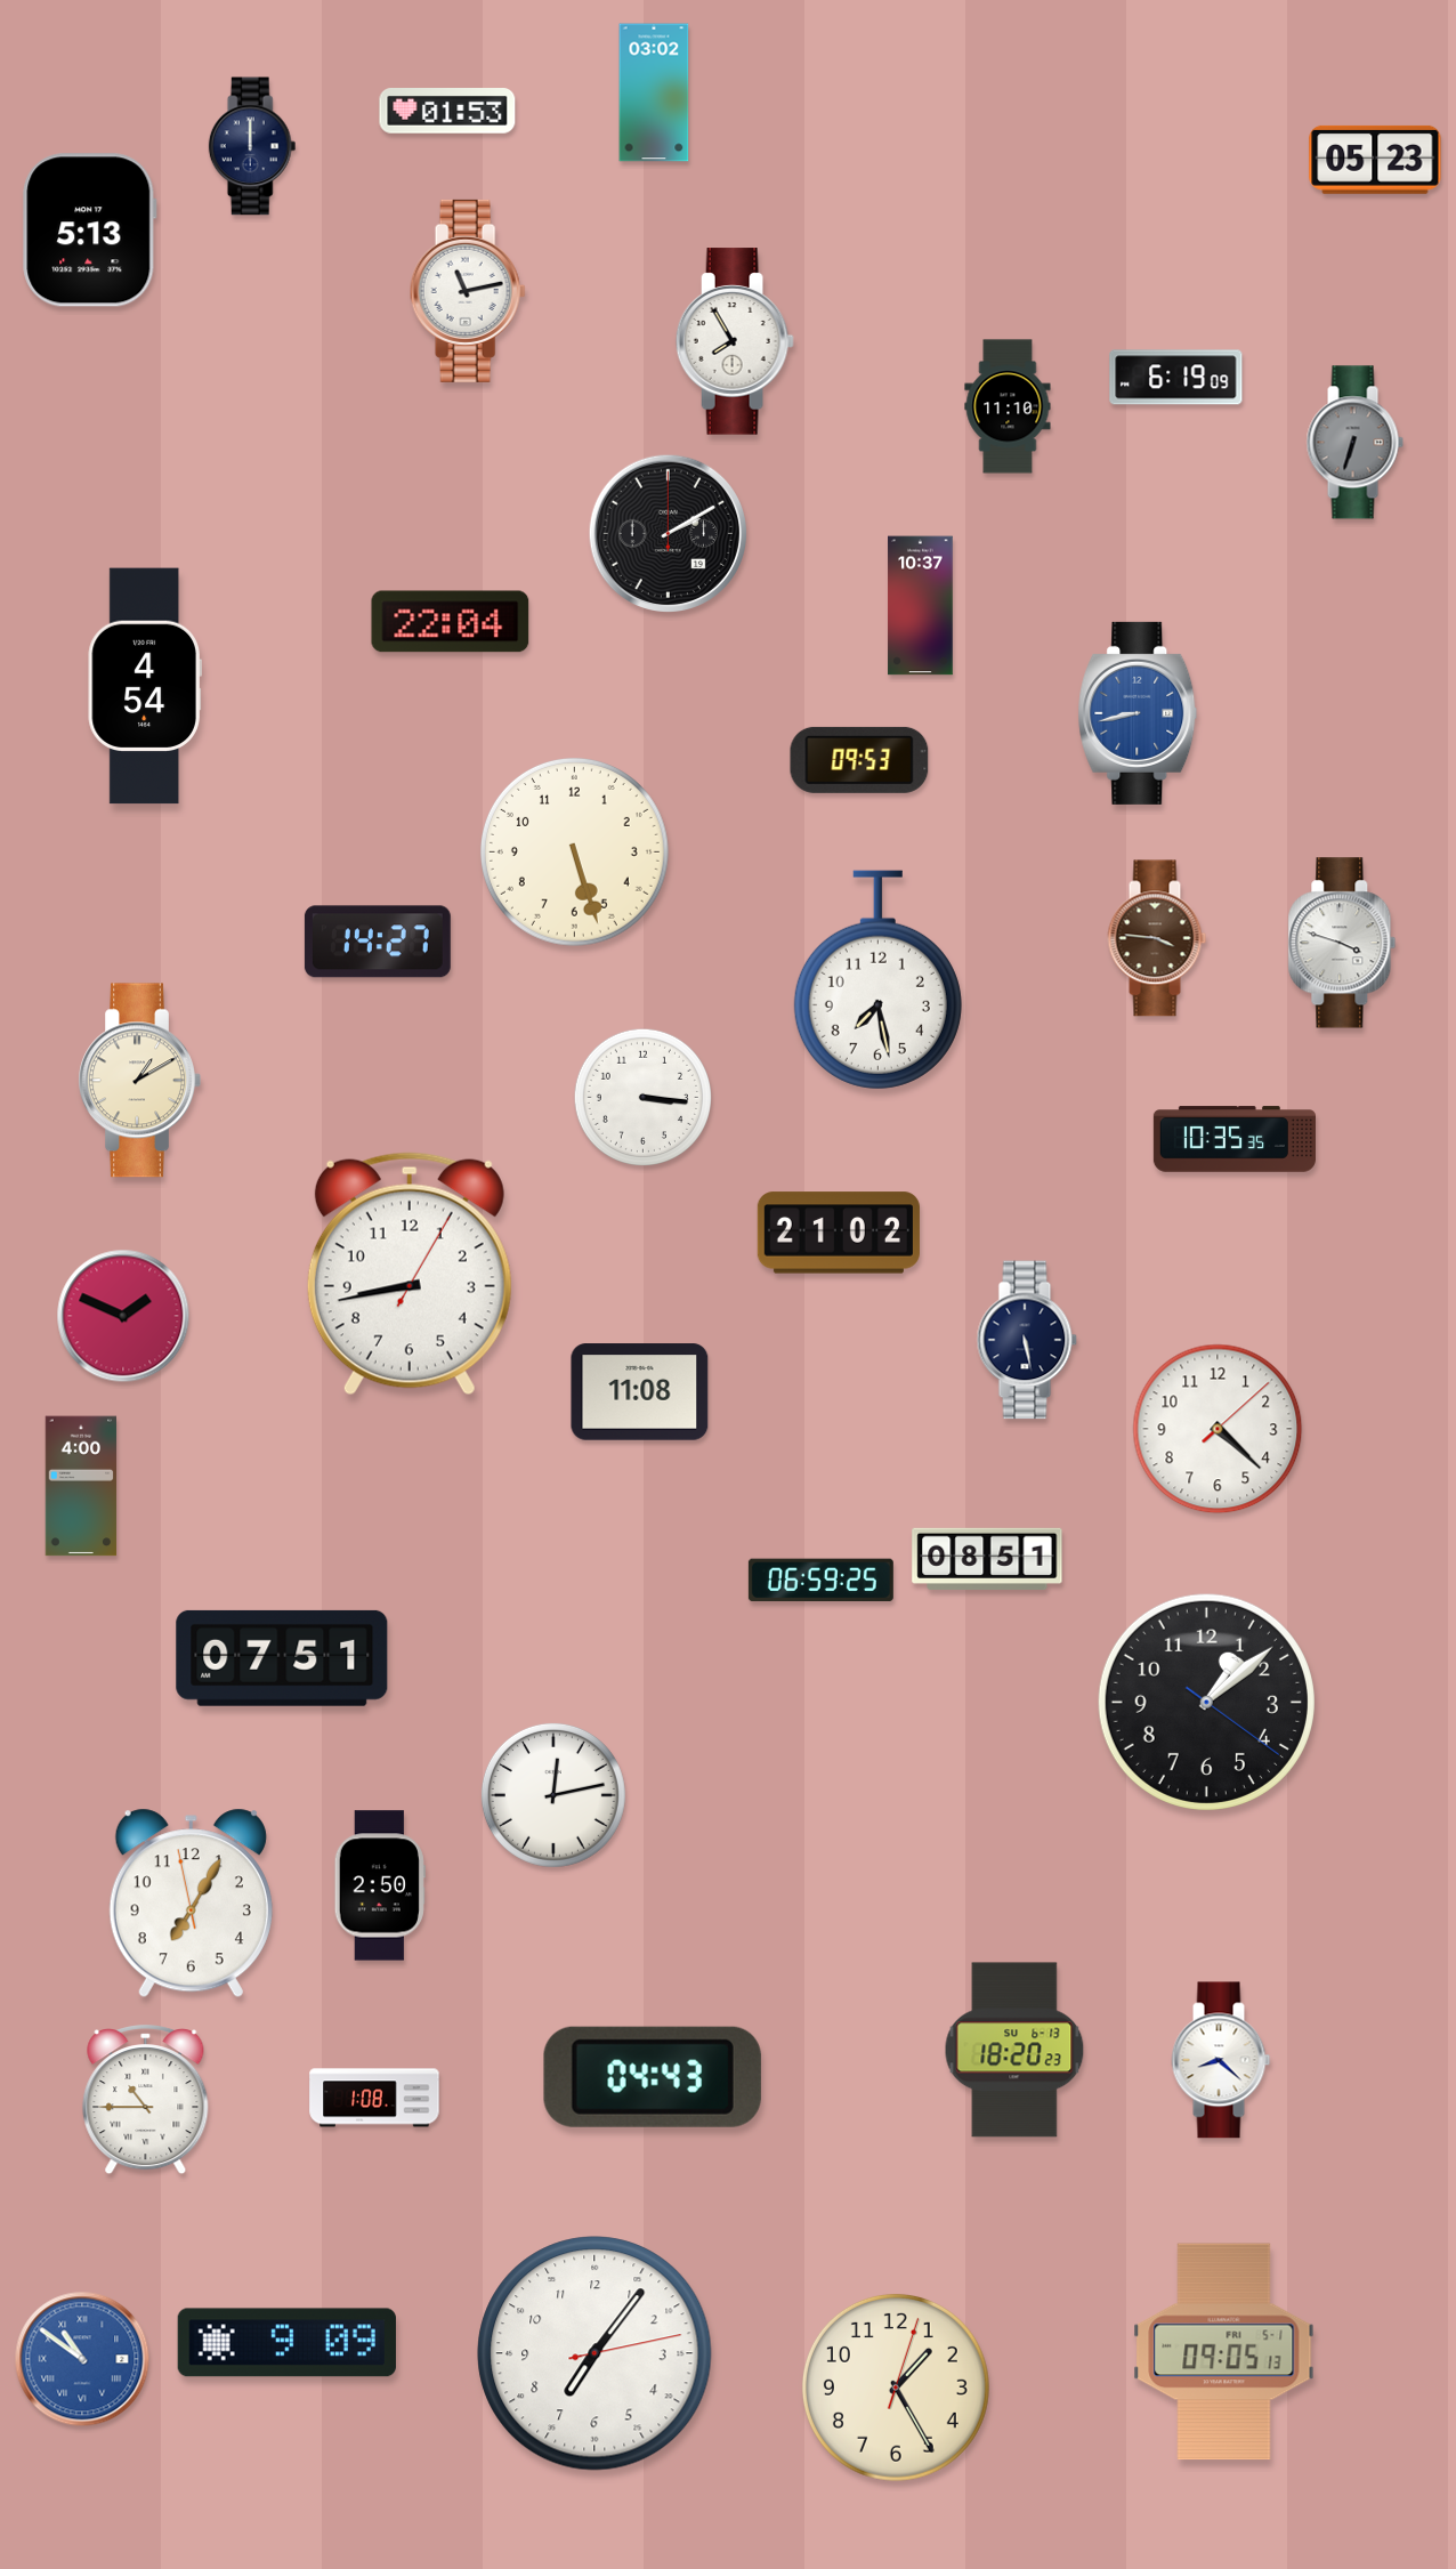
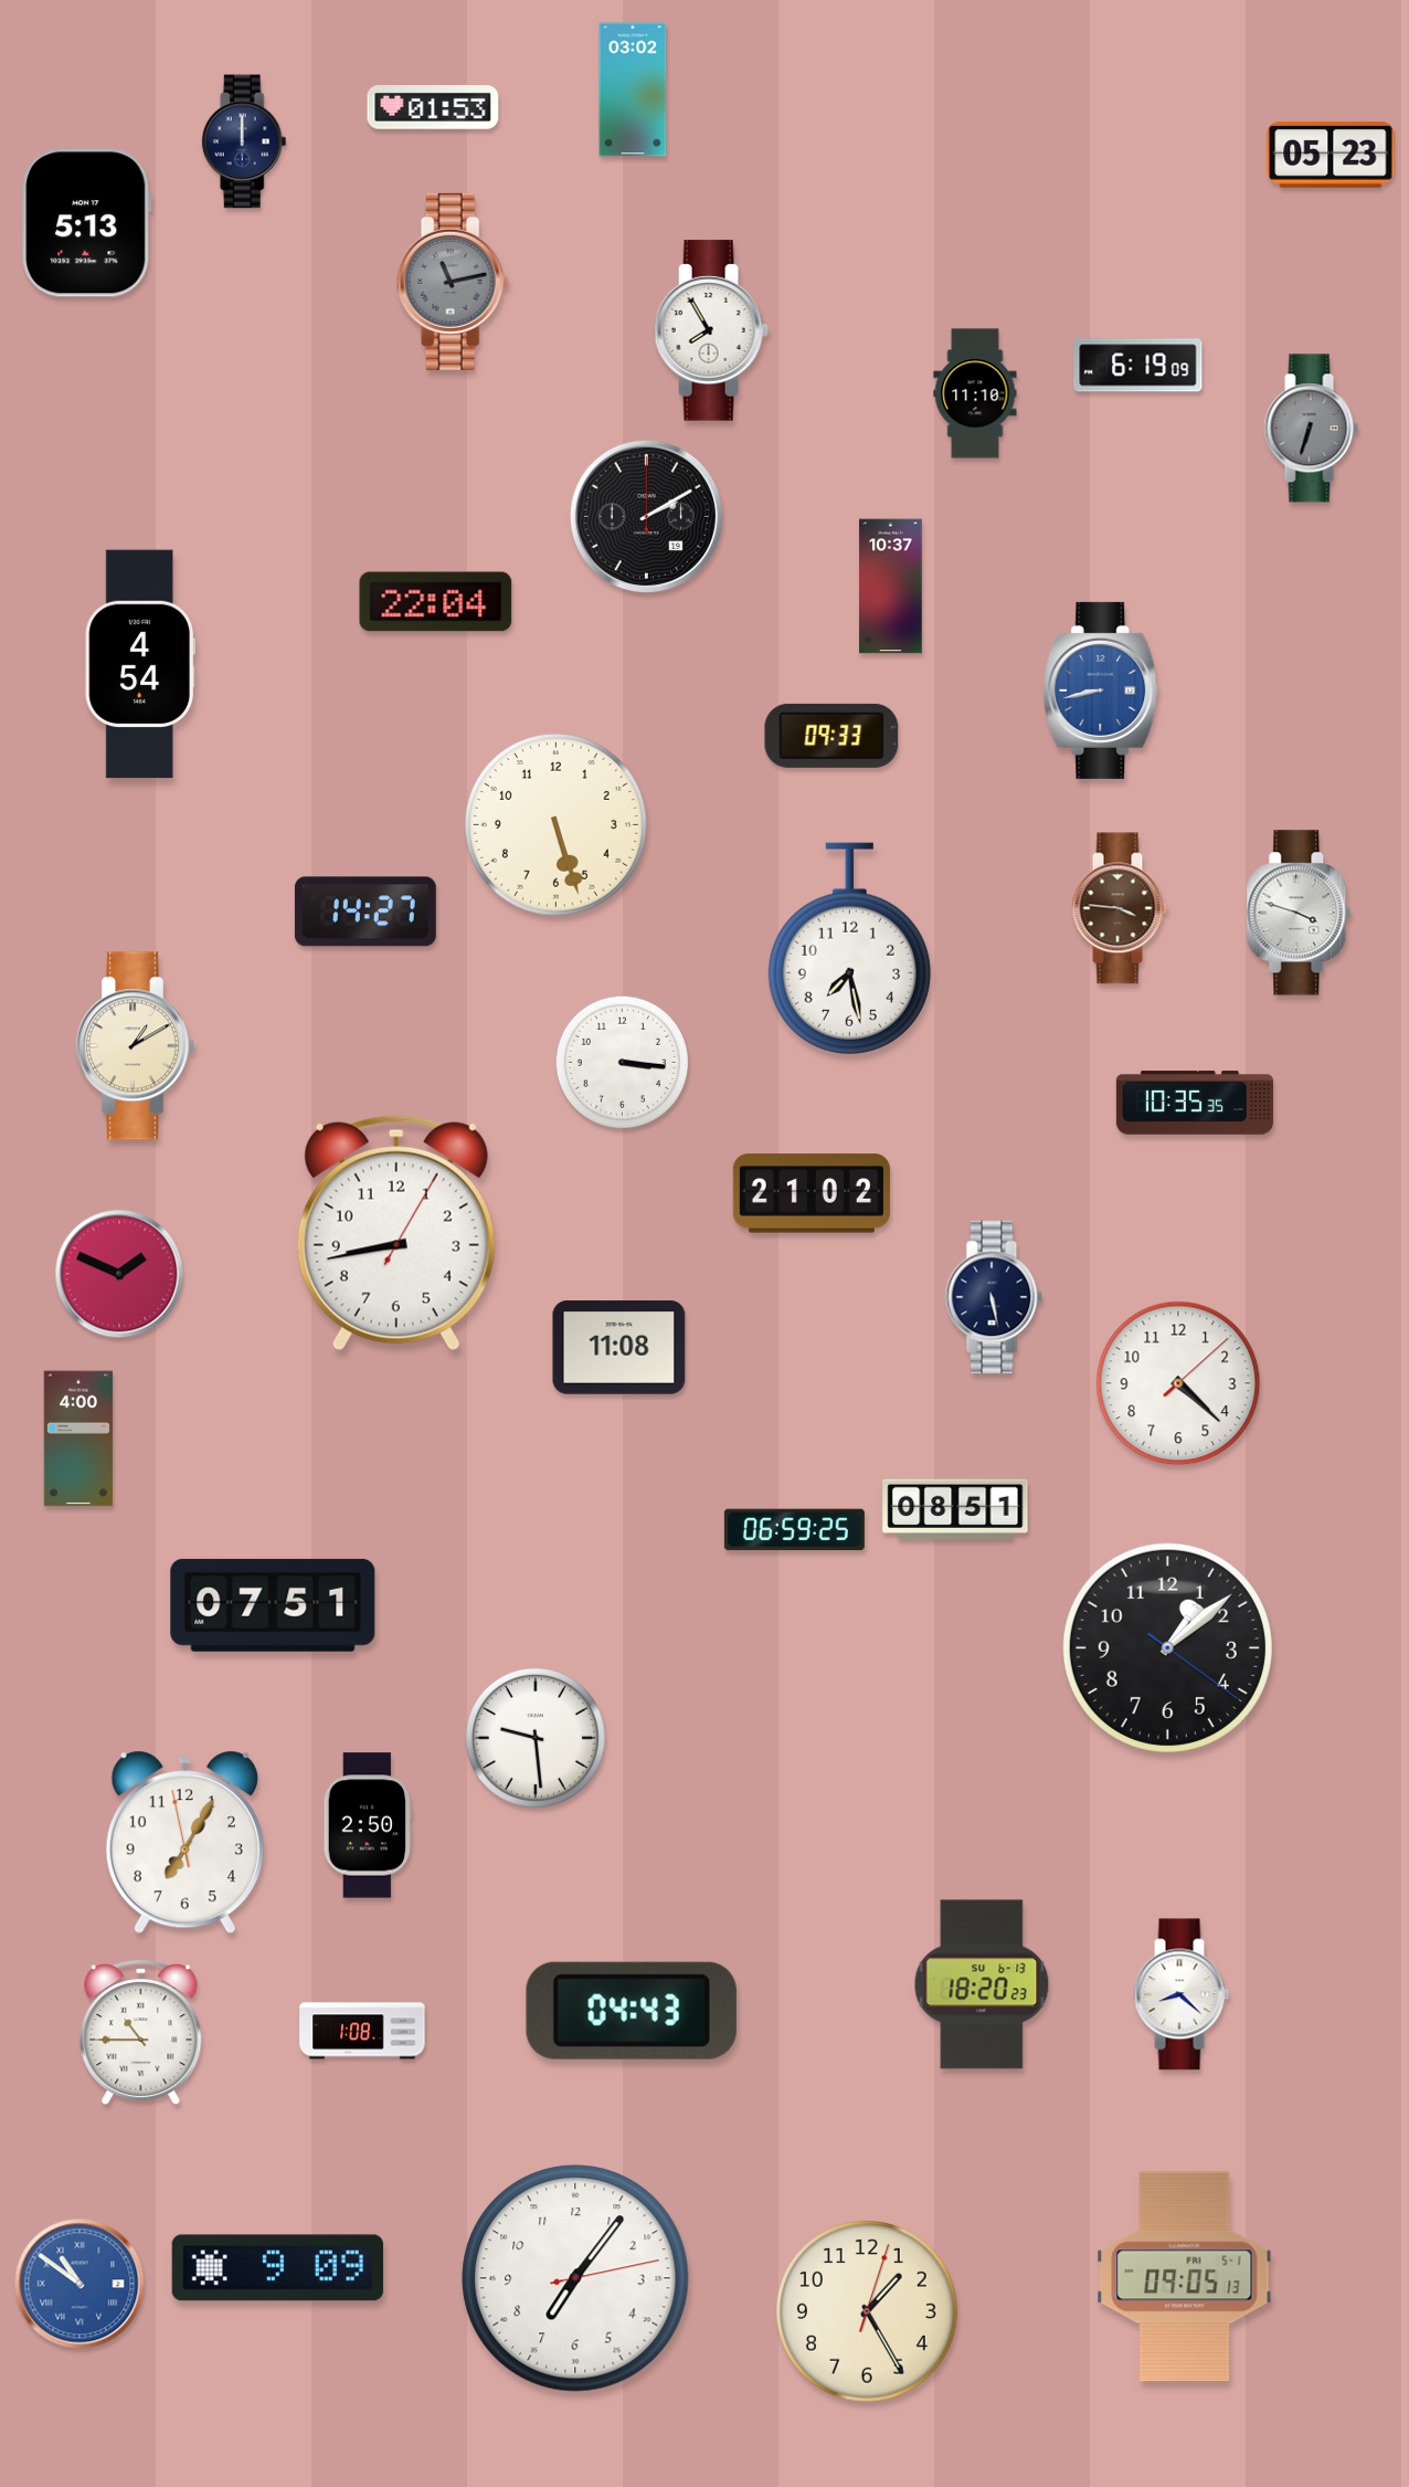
clock at (468, 291) dial: white -> grey
clock at (859, 760): 09:53 -> 09:33
clock at (553, 1795): 12:13 -> 9:29
